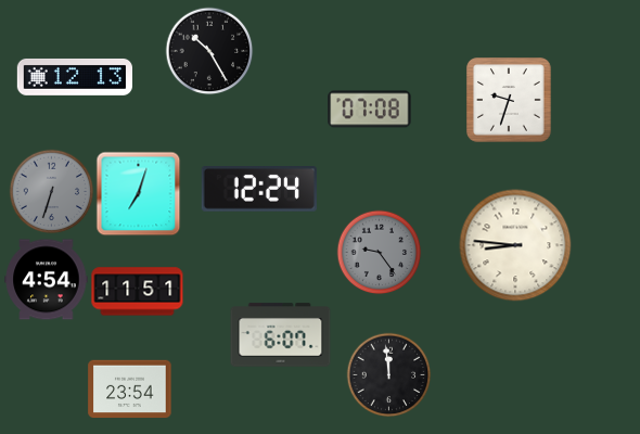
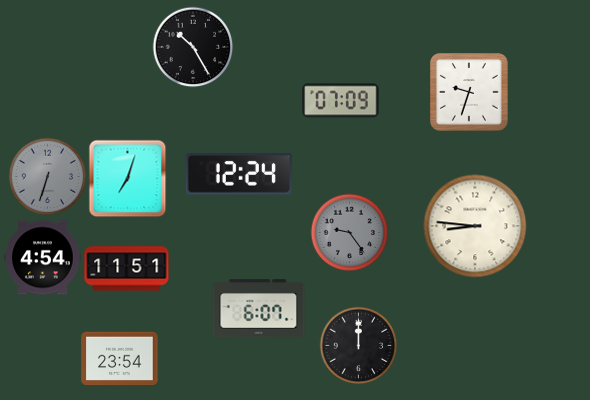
clock at (74, 77): 12:13 -> none
clock at (370, 110): 07:08 -> 07:09
clock at (388, 374): 11:59 -> 12:00
